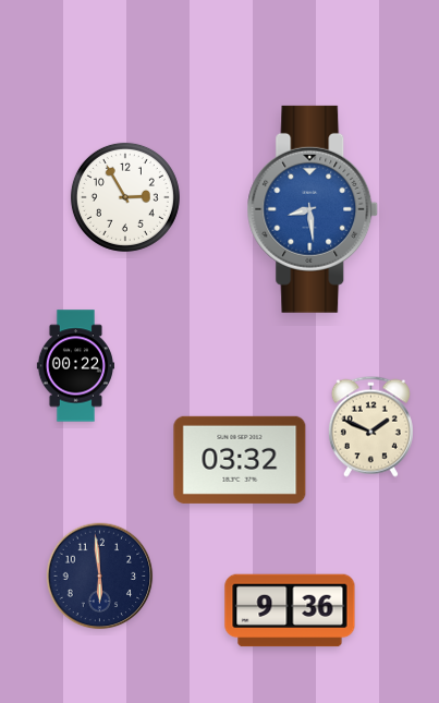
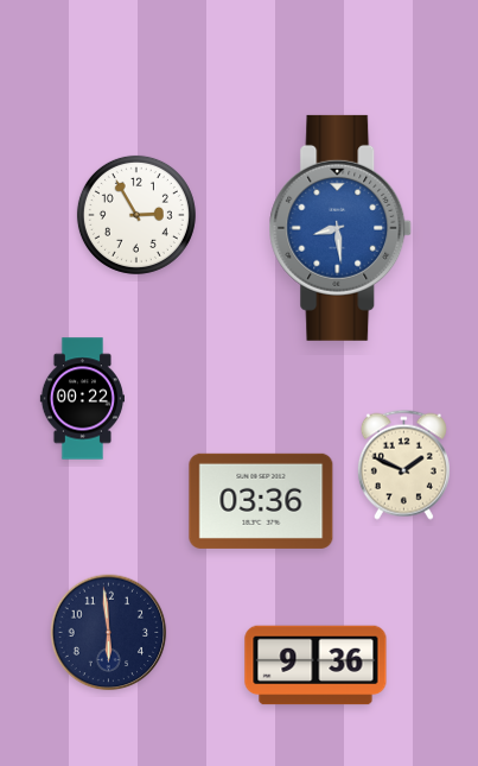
clock at (240, 460): 03:32 -> 03:36
clock at (100, 577) position: (100, 577) -> (109, 633)
